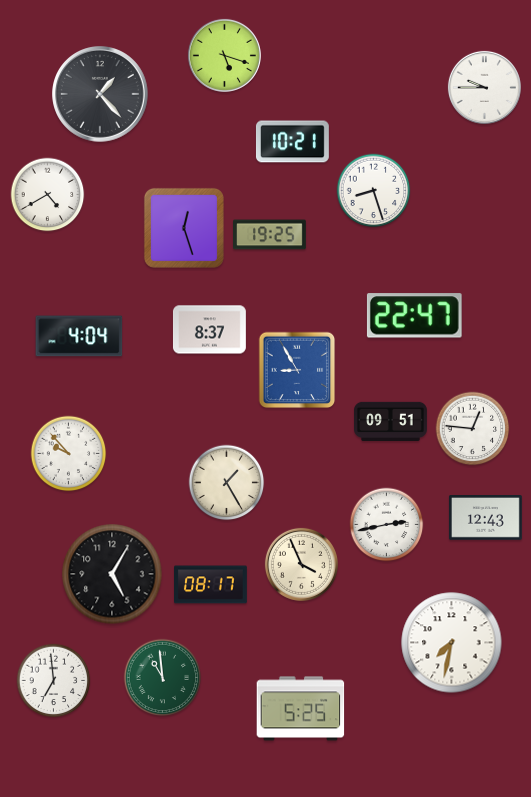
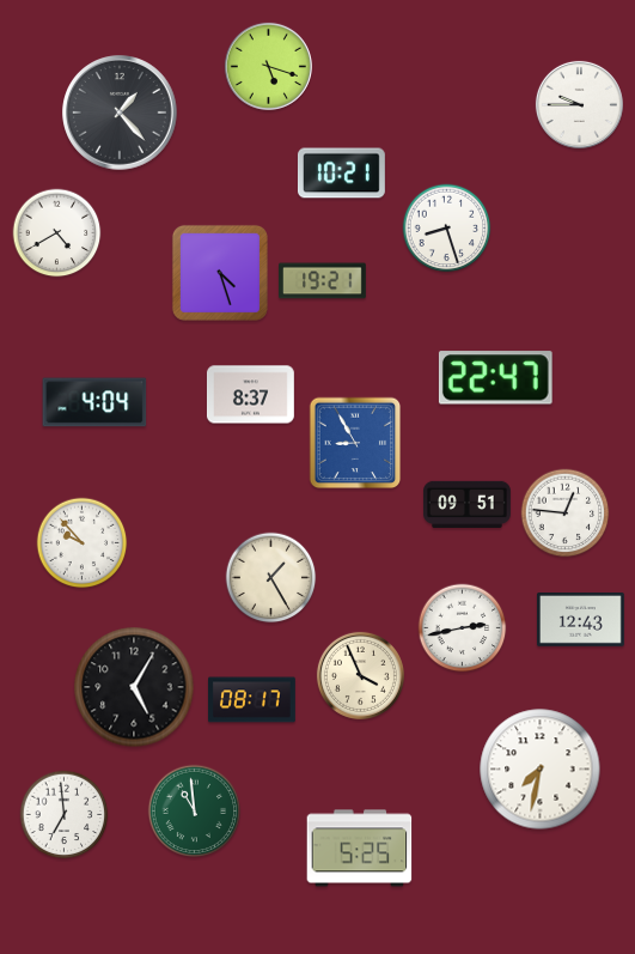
clock at (292, 142) position: (292, 142) -> (341, 174)
clock at (184, 228): 12:27 -> 4:27
clock at (270, 235): 19:25 -> 19:21
